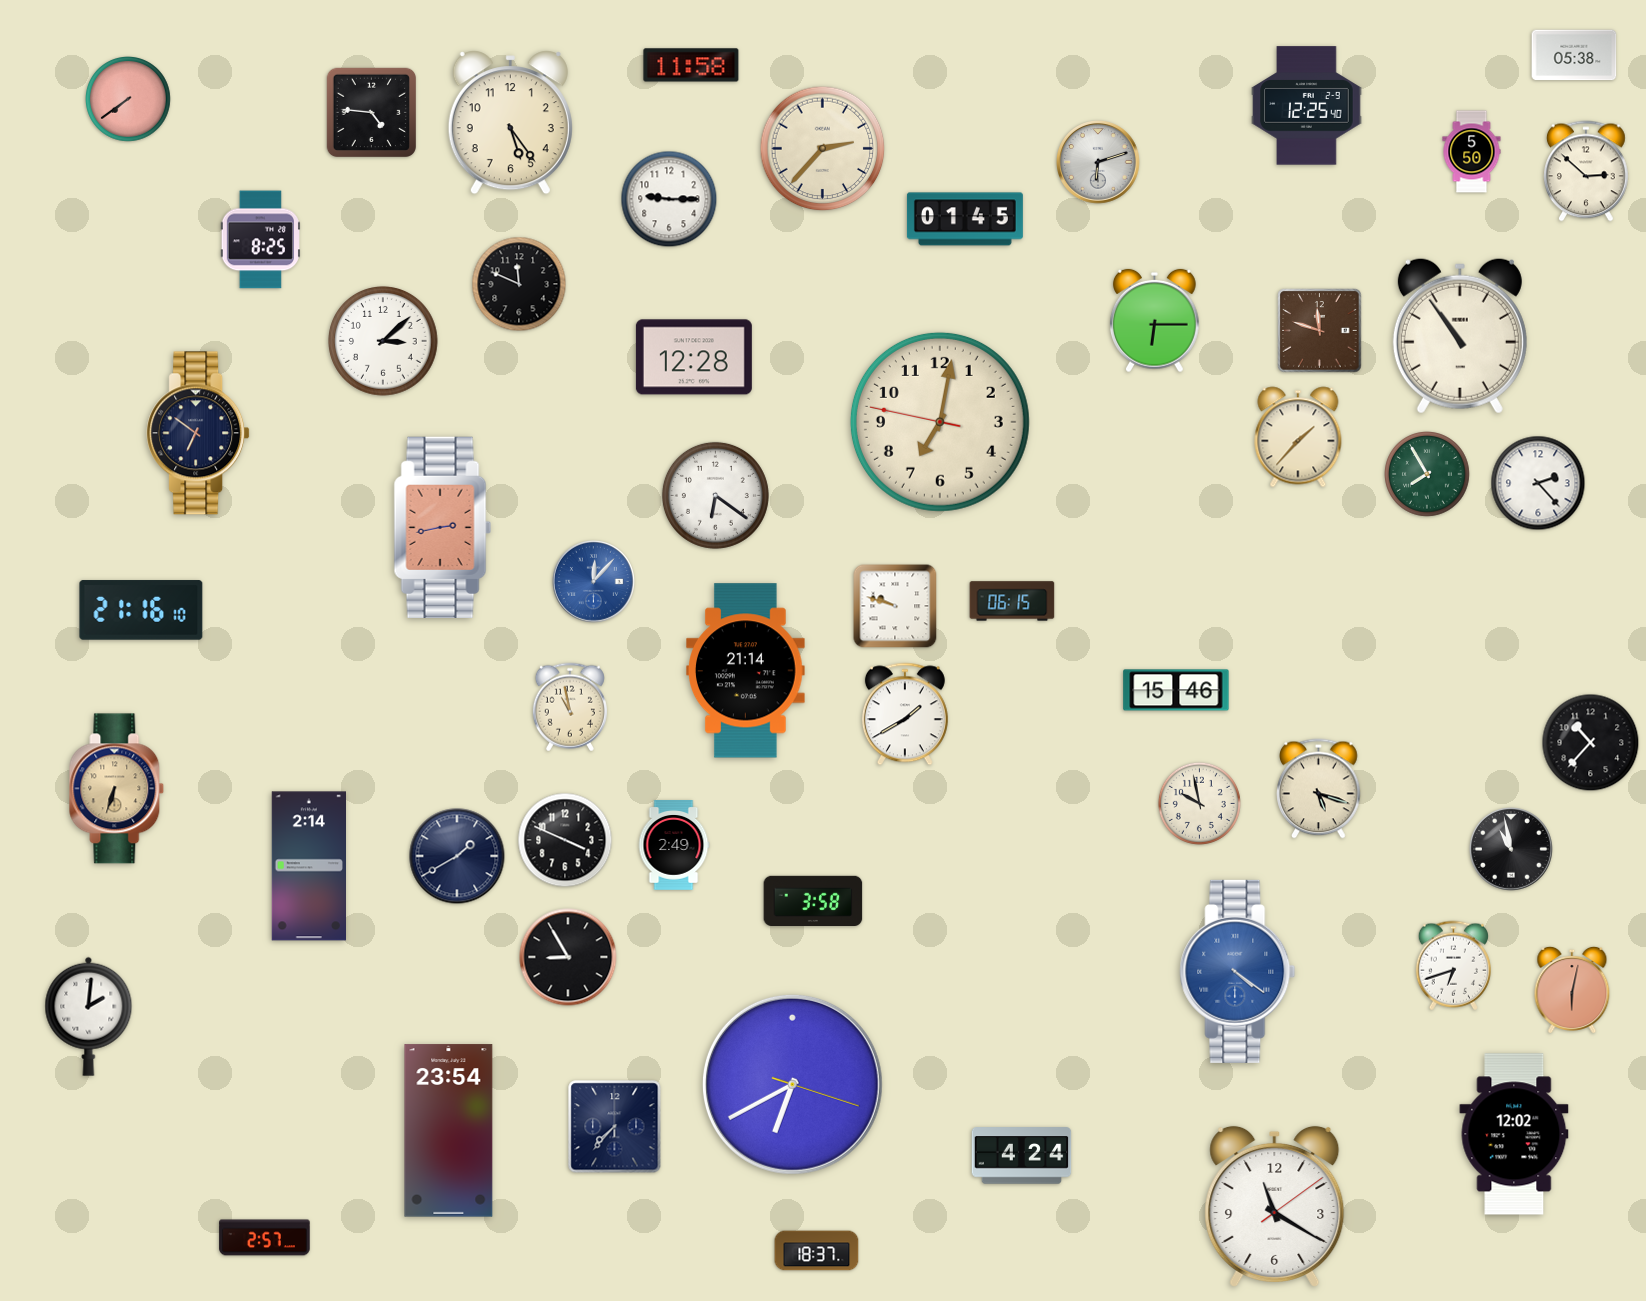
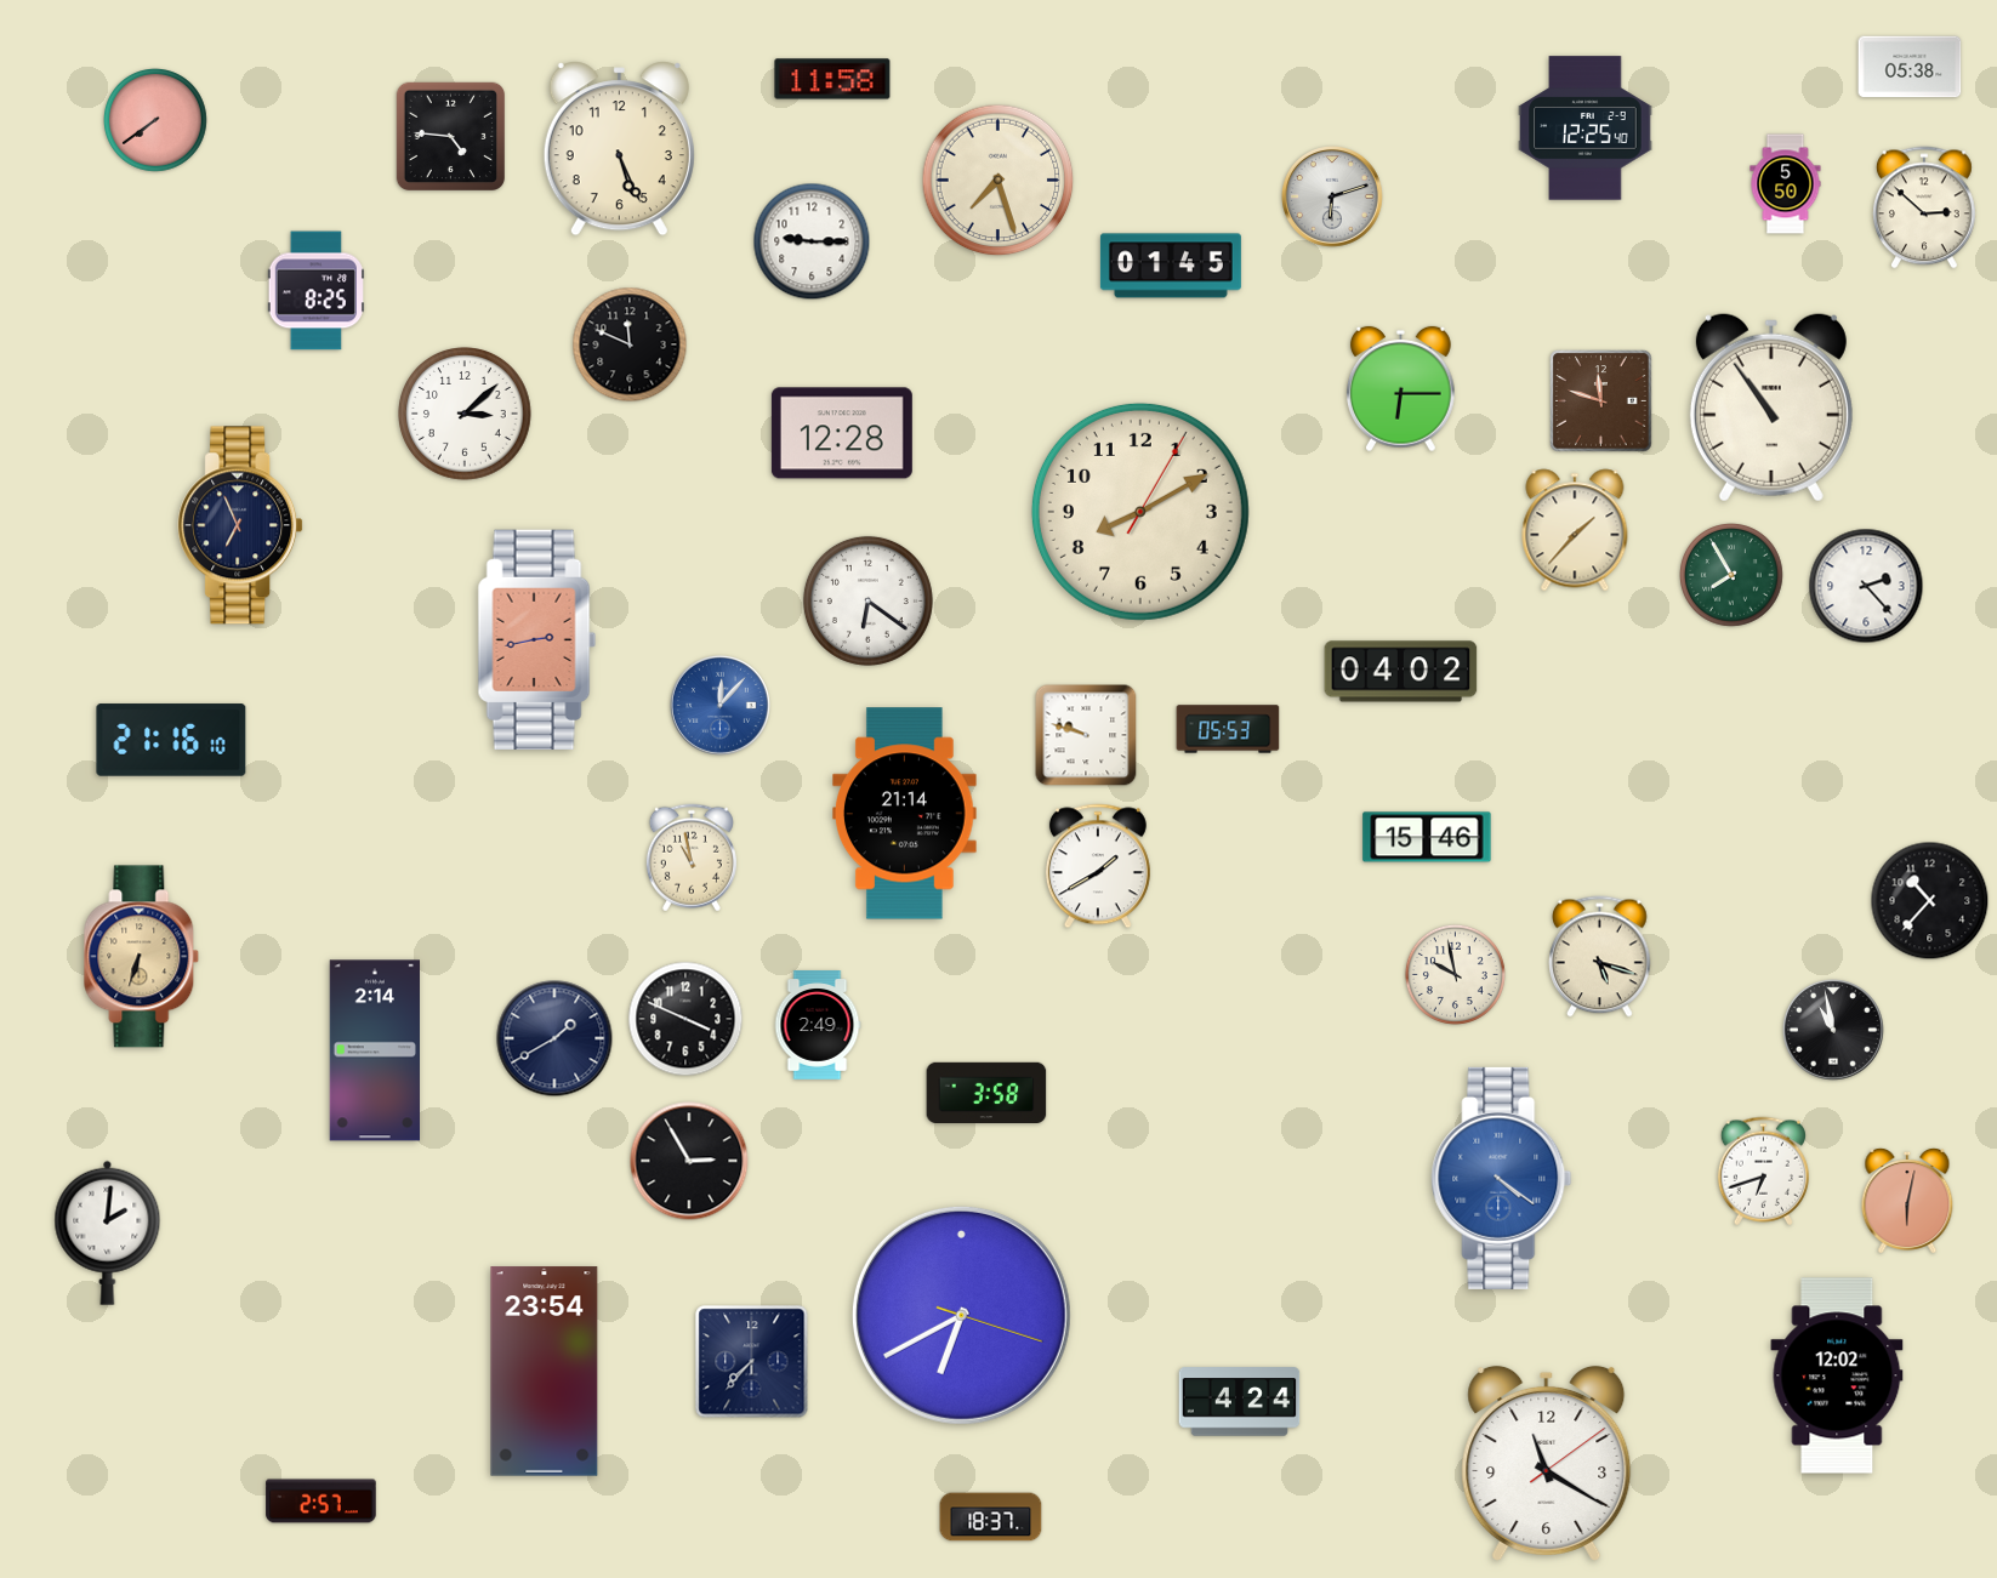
clock at (691, 65) position: (691, 65) -> (832, 79)
clock at (510, 123): 5:24 -> 5:26
clock at (823, 149): 2:37 -> 7:27
clock at (940, 422): 7:01 -> 8:10
clock at (198, 433): 6:51 -> 6:56
clock at (1401, 672): none -> 04:02
clock at (1012, 601): 06:15 -> 05:53
clock at (568, 957): 8:55 -> 2:55
clock at (615, 1127) position: (615, 1127) -> (752, 1362)
